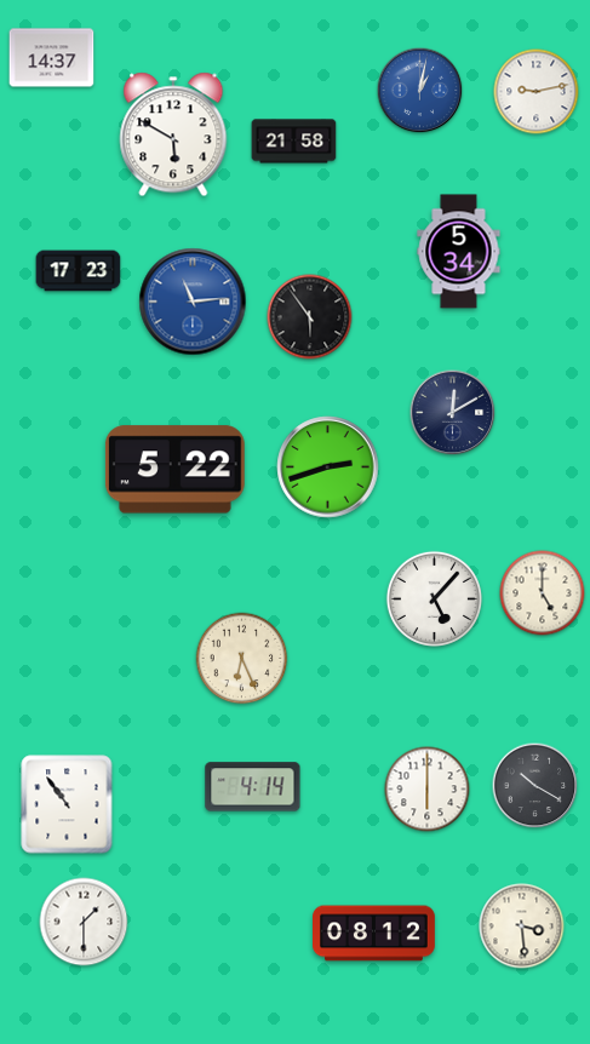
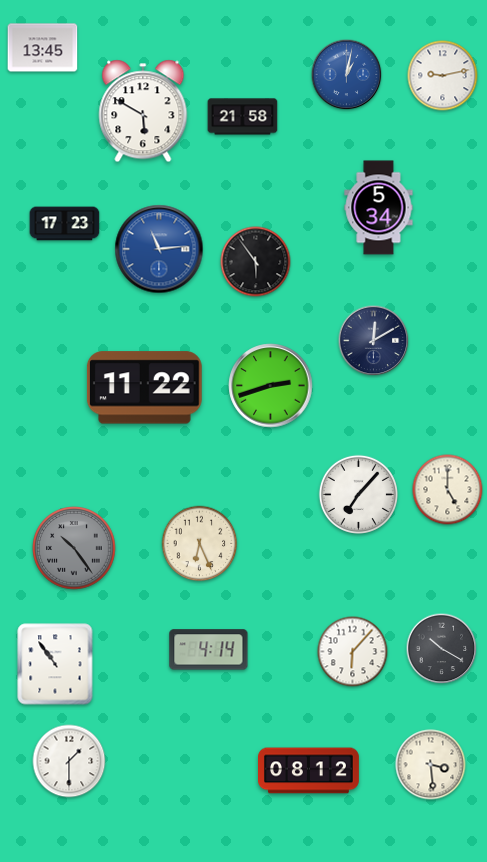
clock at (52, 58): 14:37 -> 13:45
clock at (174, 470): 5:22 -> 11:22
clock at (434, 598): 5:07 -> 7:07
clock at (74, 548): none -> 10:24
clock at (428, 790): 6:00 -> 6:07
